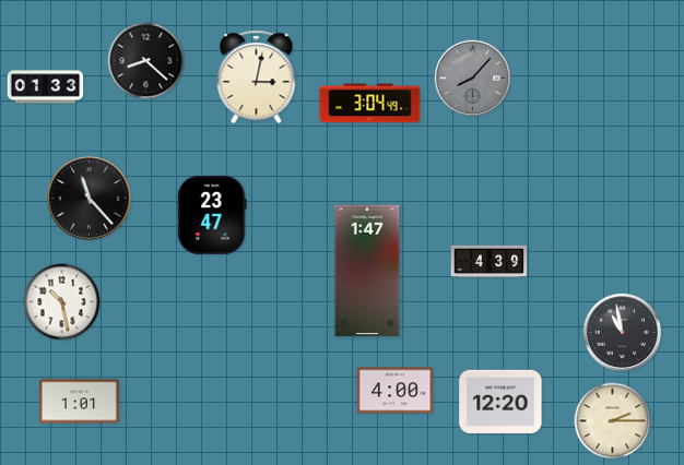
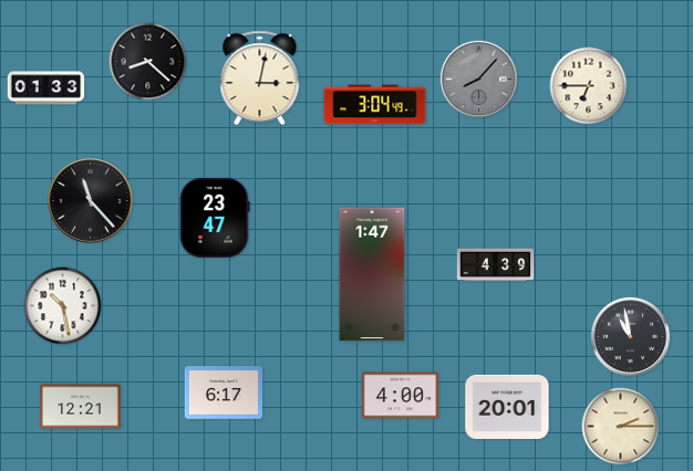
clock at (589, 86): none -> 6:45
clock at (224, 393): none -> 6:17
clock at (500, 401): 12:20 -> 20:01
clock at (80, 402): 1:01 -> 12:21
